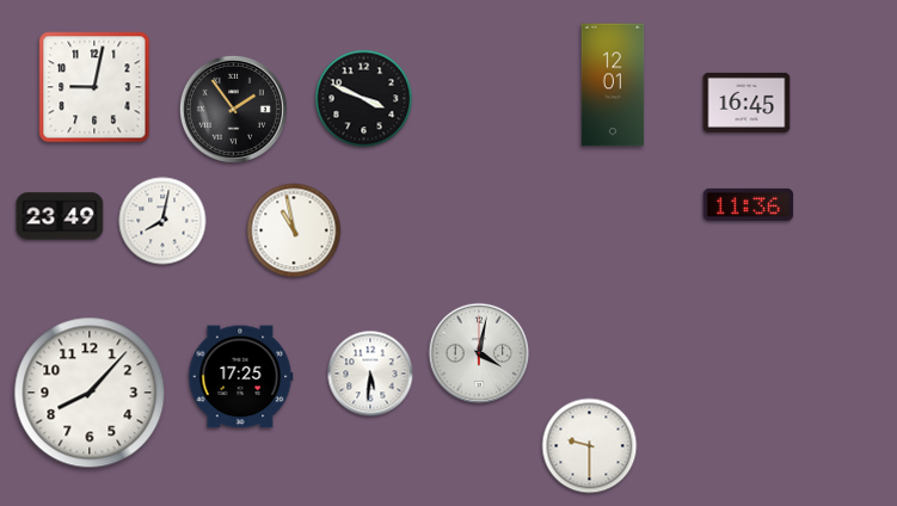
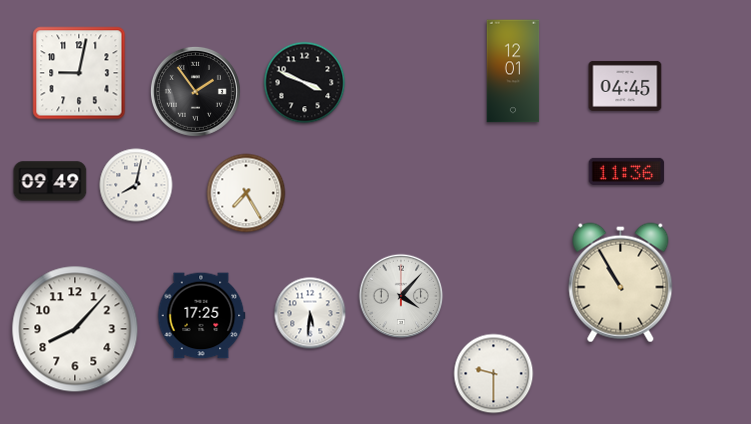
clock at (747, 103): 16:45 -> 04:45
clock at (60, 216): 23:49 -> 09:49
clock at (294, 230): 10:58 -> 7:25
clock at (621, 283): none -> 10:55
clock at (479, 353): 4:02 -> 4:07
